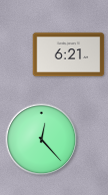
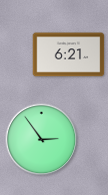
clock at (42, 140): 12:23 -> 2:54
